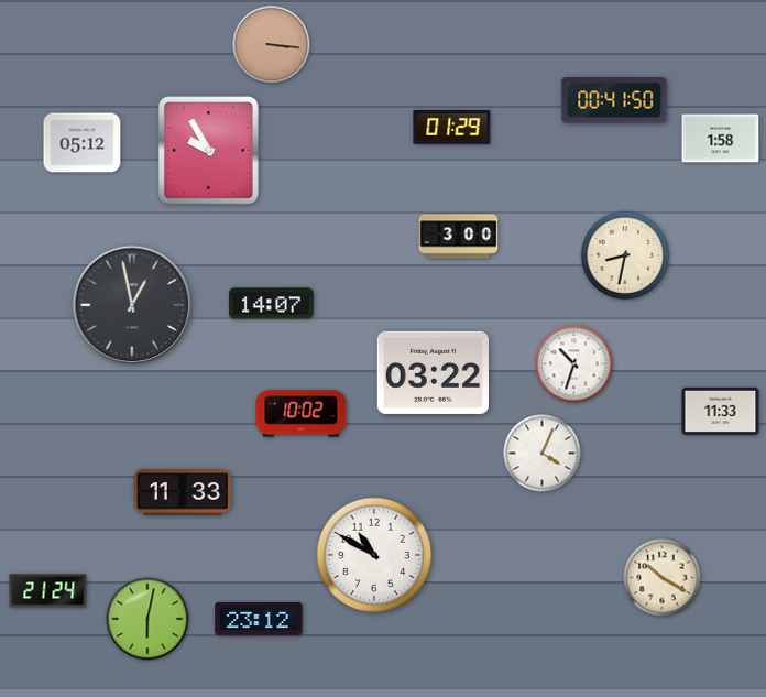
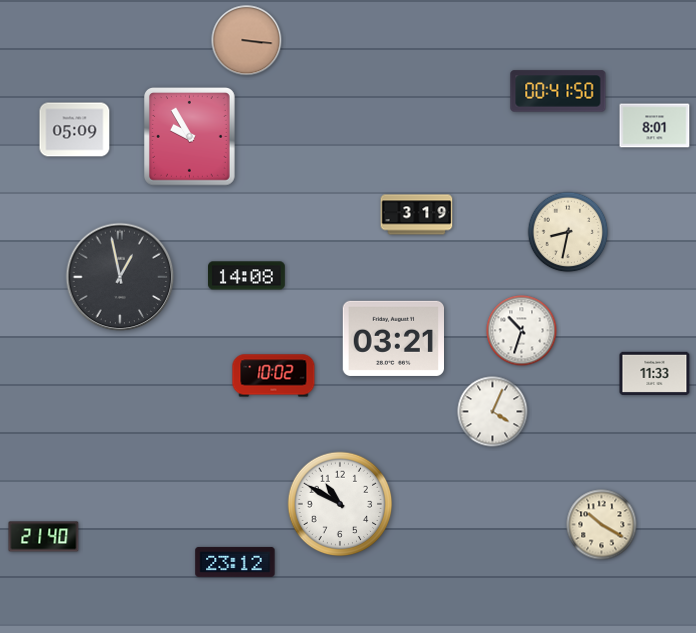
clock at (452, 128): 01:29 -> none
clock at (721, 139): 1:58 -> 8:01
clock at (83, 143): 05:12 -> 05:09
clock at (459, 237): 3:00 -> 3:19
clock at (272, 304): 14:07 -> 14:08
clock at (433, 372): 03:22 -> 03:21
clock at (183, 492): 11:33 -> none
clock at (48, 591): 21:24 -> 21:40
clock at (147, 619): 6:02 -> none
